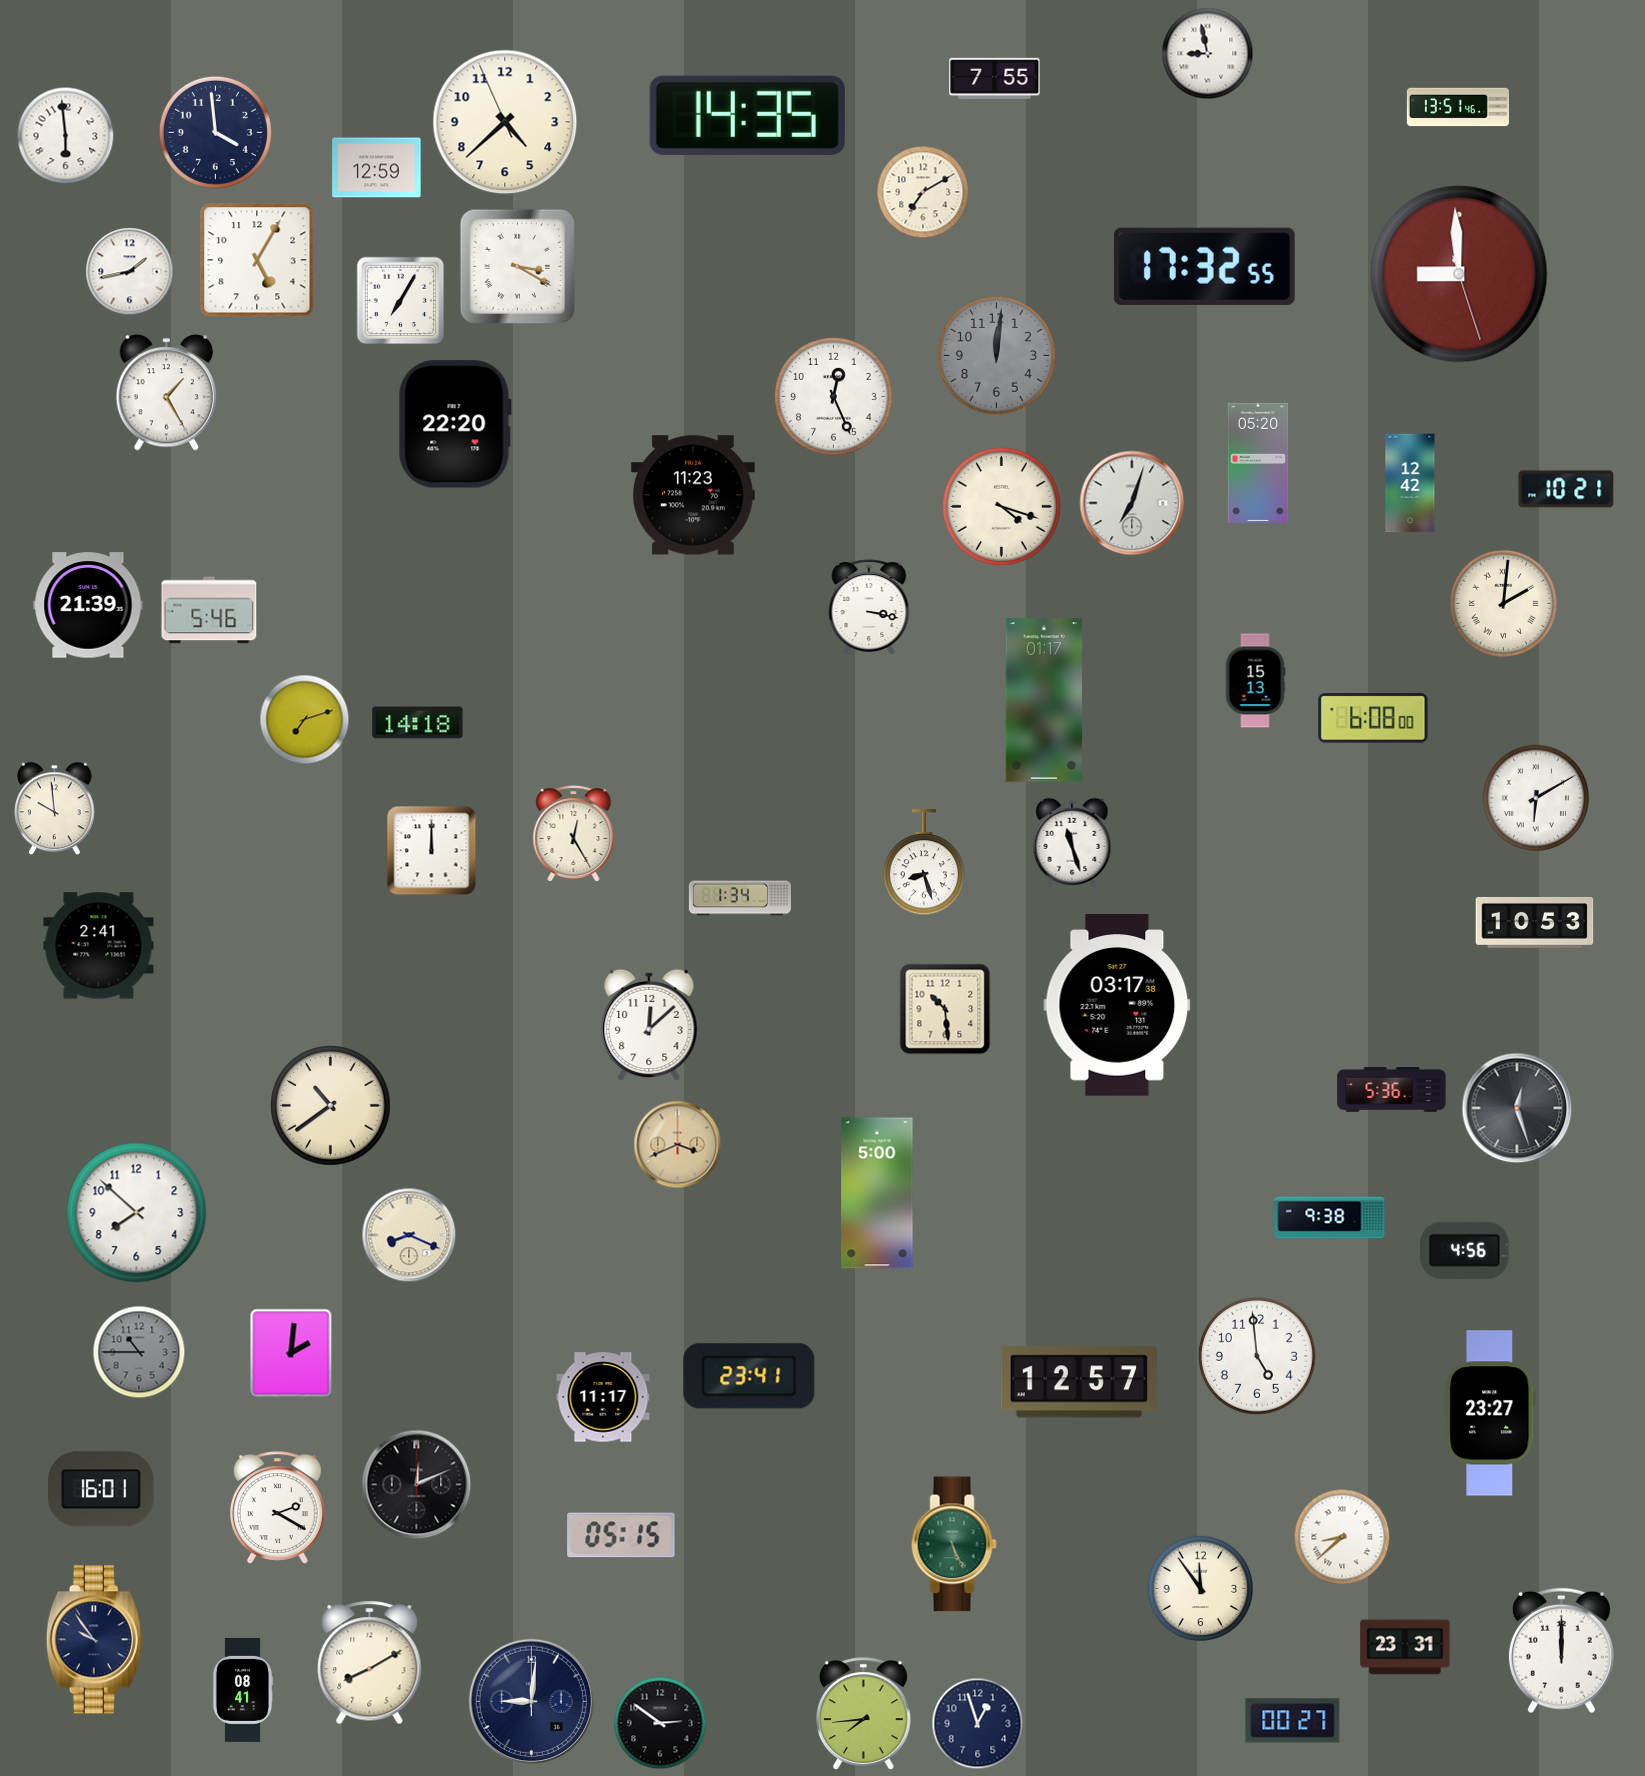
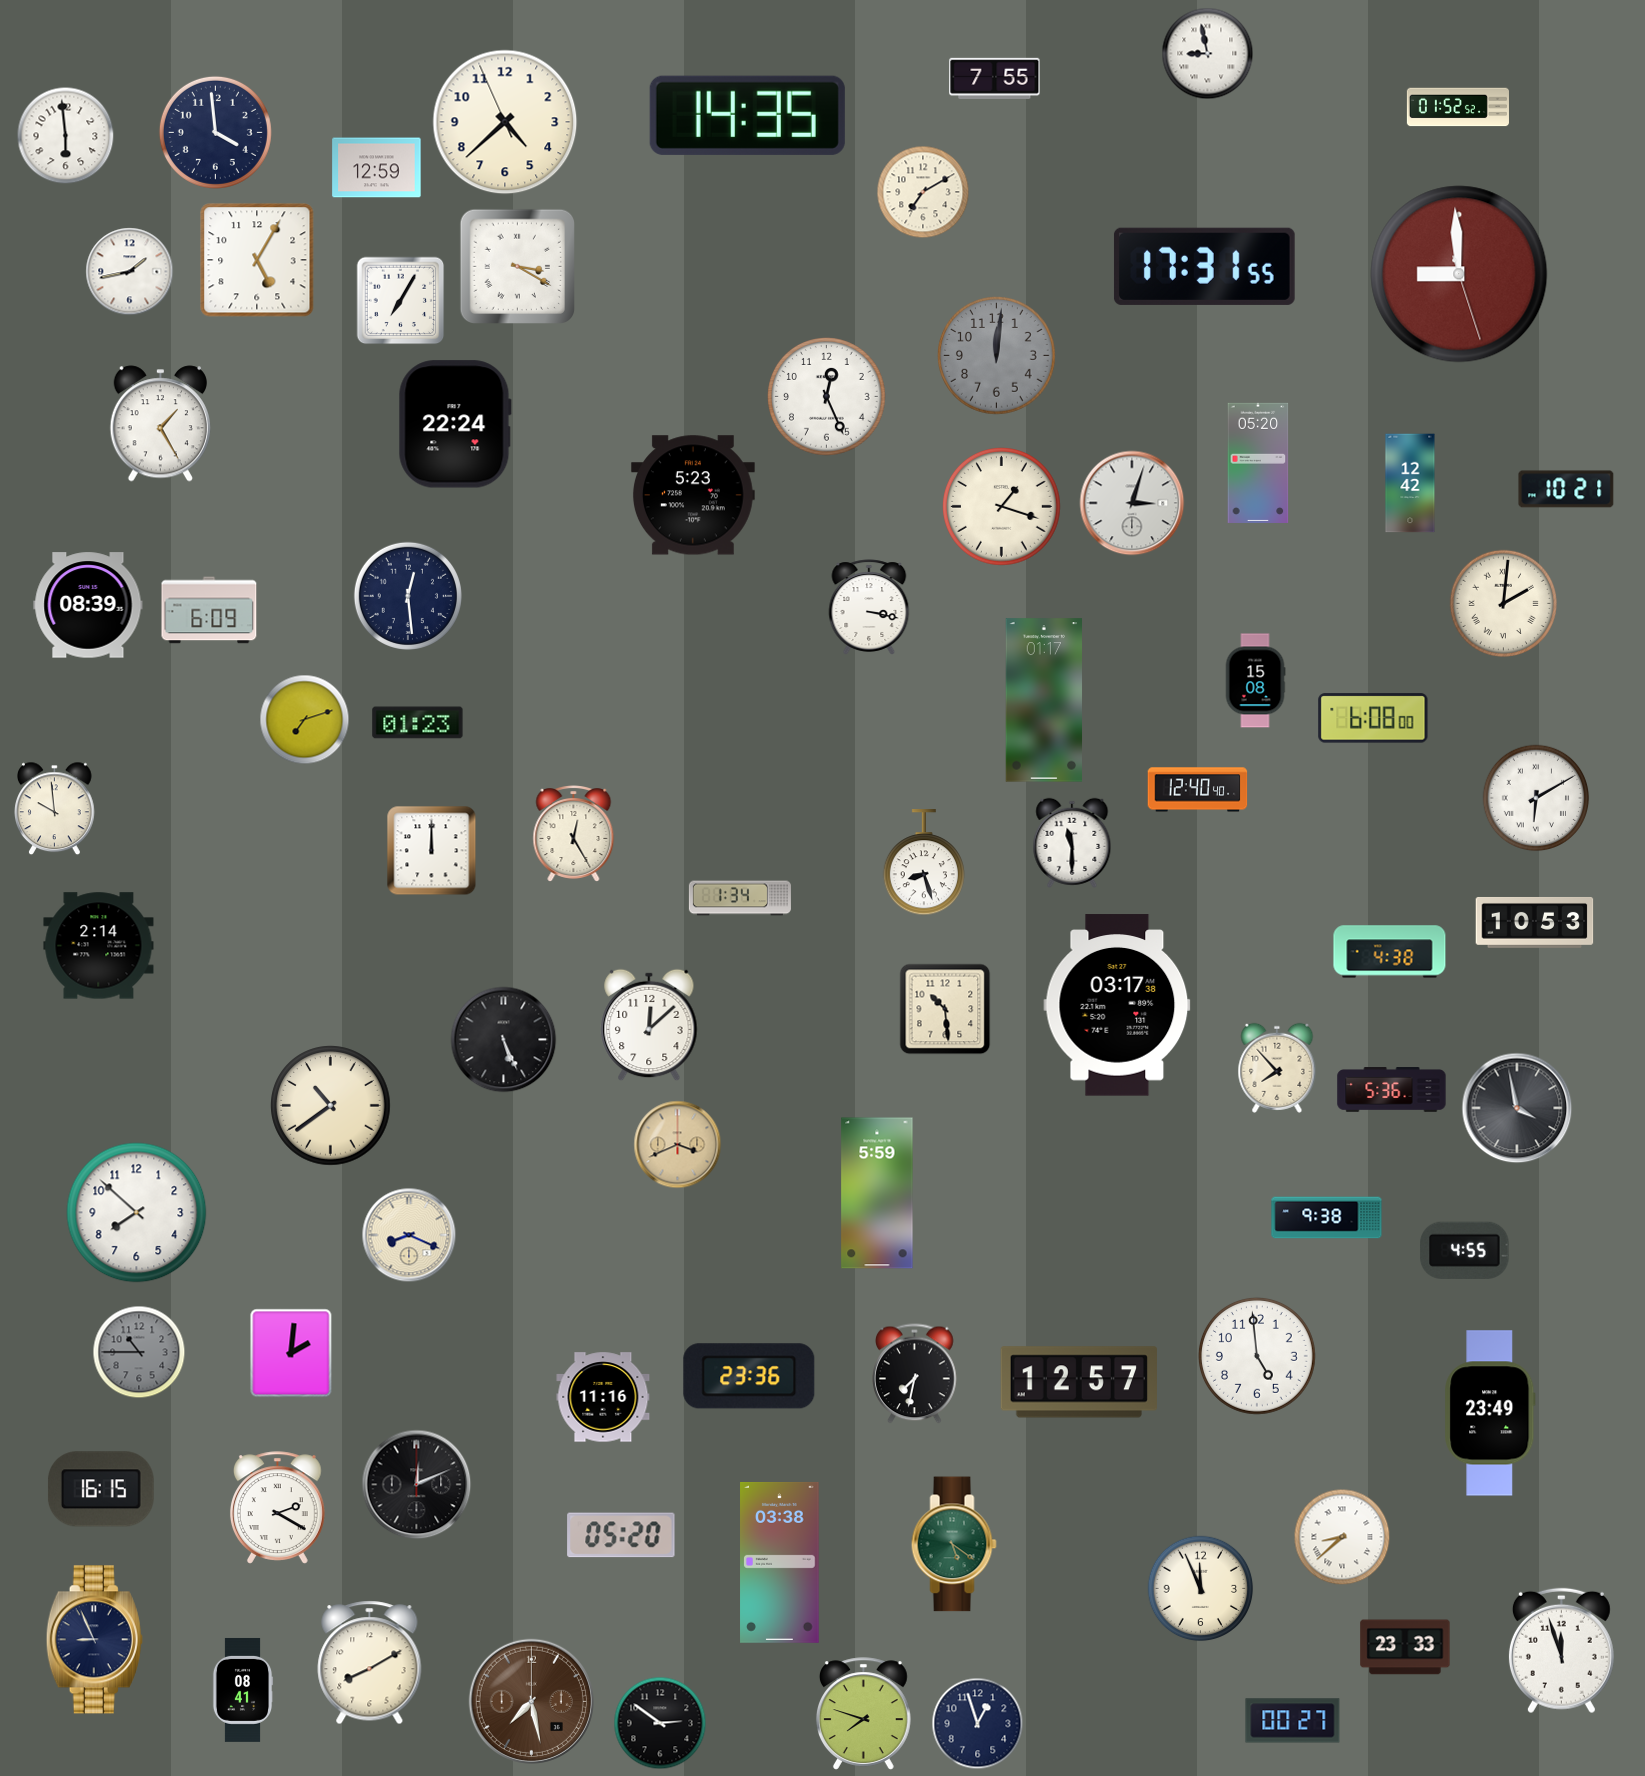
clock at (1458, 107): 13:51 -> 01:52
clock at (1204, 266): 17:32 -> 17:31
clock at (166, 393) position: (166, 393) -> (160, 424)
clock at (834, 397) position: (834, 397) -> (827, 397)
clock at (455, 424): 22:20 -> 22:24
clock at (693, 495): 11:23 -> 5:23
clock at (1132, 503): 7:03 -> 3:03
clock at (1002, 507): 4:18 -> 1:18
clock at (408, 596): none -> 12:29
clock at (88, 605): 21:39 -> 08:39
clock at (209, 610): 5:46 -> 6:09
clock at (1255, 681): 15:13 -> 15:08
clock at (418, 723): 14:18 -> 01:23
clock at (1198, 790): none -> 12:40
clock at (1072, 843): 11:27 -> 11:30
clock at (99, 946): 2:41 -> 2:14
clock at (1390, 952): none -> 4:38
clock at (504, 1040): none -> 5:26
clock at (1277, 1068): none -> 7:53
clock at (1517, 1108): 12:27 -> 3:58
clock at (877, 1193): 5:00 -> 5:59
clock at (1330, 1218) position: (1330, 1218) -> (1327, 1218)
clock at (1465, 1250): 4:56 -> 4:55
clock at (915, 1374): none -> 7:32
clock at (749, 1376): 23:41 -> 23:36
clock at (603, 1397): 11:17 -> 11:16
clock at (1490, 1413): 23:27 -> 23:49
clock at (101, 1489): 16:01 -> 16:15
clock at (621, 1535): 05:15 -> 05:20
clock at (954, 1544): 5:26 -> 5:21
clock at (780, 1562): none -> 03:38
clock at (1201, 1589): 11:54 -> 11:56
clock at (94, 1640): 9:54 -> 8:56
clock at (1405, 1647): 23:31 -> 23:33
clock at (1561, 1651): 12:00 -> 11:57
clock at (531, 1701): 9:01 -> 7:28
clock at (531, 1701) dial: navy -> brown
clock at (863, 1714): 7:44 -> 7:48
